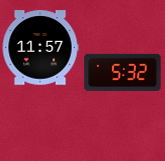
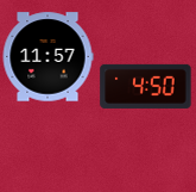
clock at (123, 72): 5:32 -> 4:50
